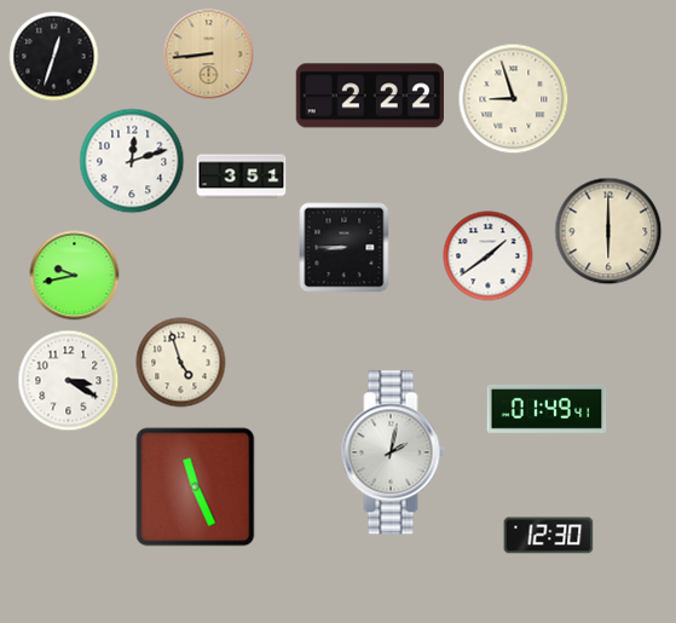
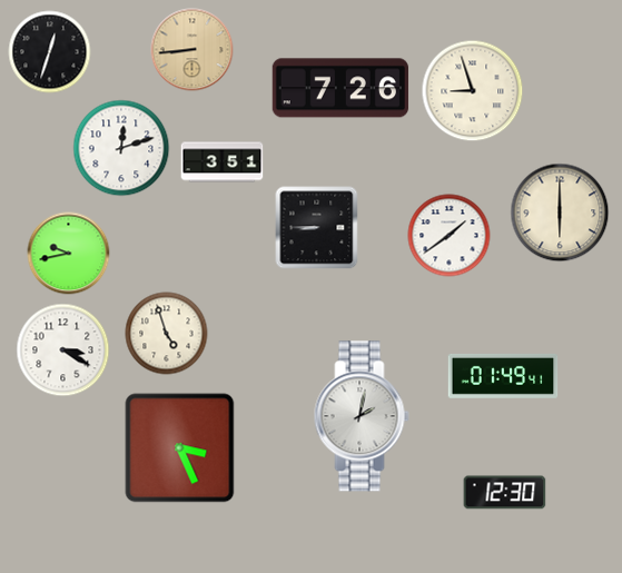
clock at (370, 96): 2:22 -> 7:26
clock at (196, 488): 11:26 -> 3:26
